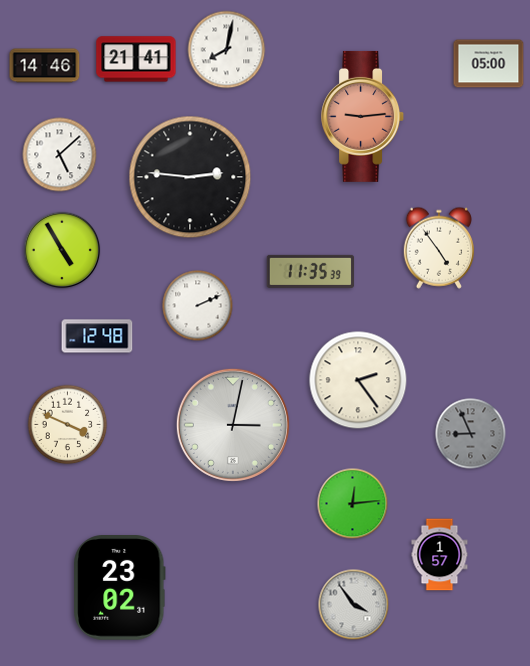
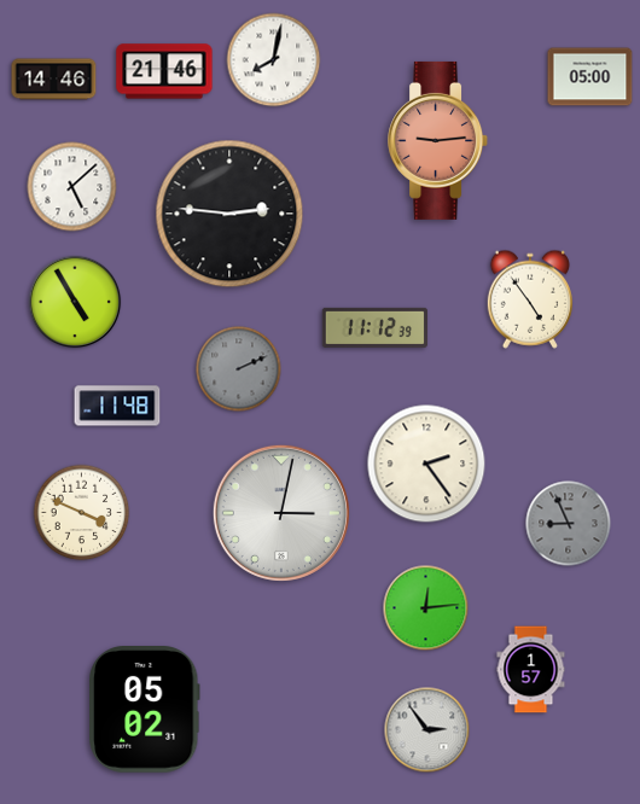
clock at (136, 59): 21:41 -> 21:46
clock at (311, 271): 11:35 -> 11:12
clock at (198, 306) dial: white -> grey
clock at (97, 336): 12:48 -> 11:48
clock at (358, 380) position: (358, 380) -> (426, 464)
clock at (120, 588): 23:02 -> 05:02
clock at (354, 605): 3:54 -> 2:54
